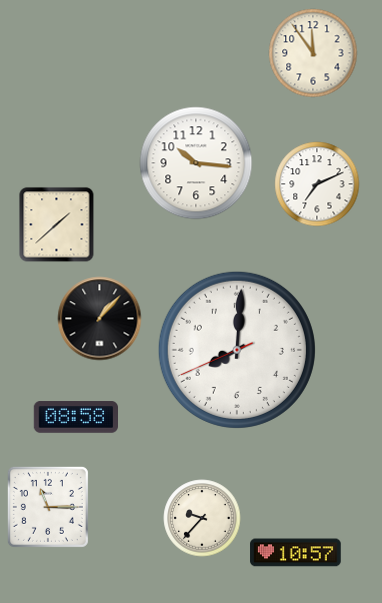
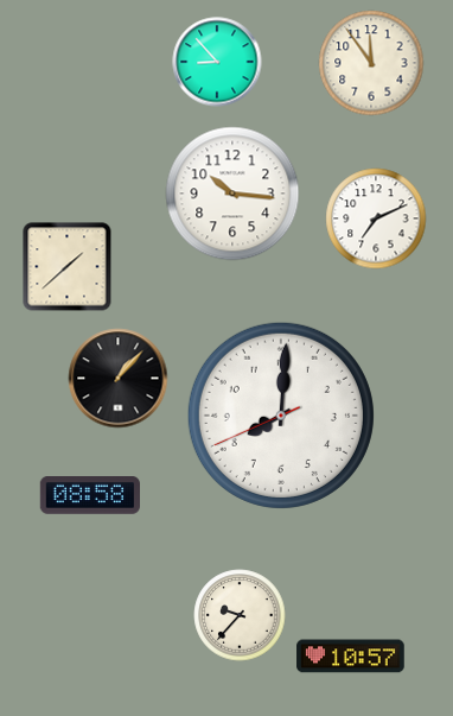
clock at (217, 62): none -> 8:53
clock at (48, 507): 11:15 -> none
